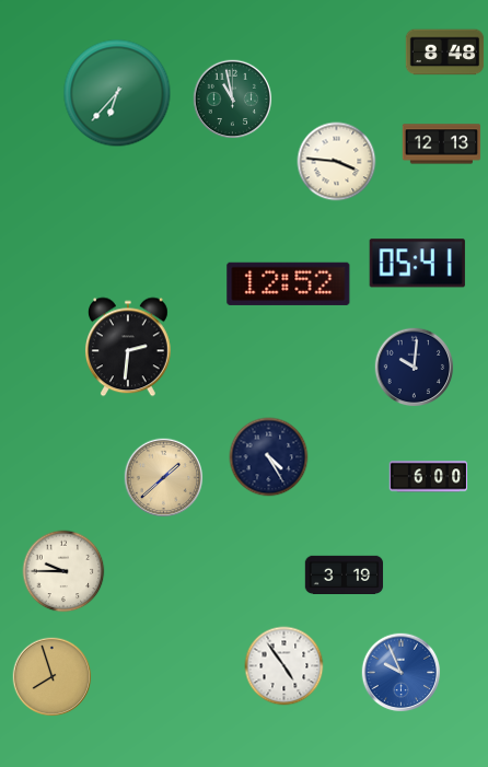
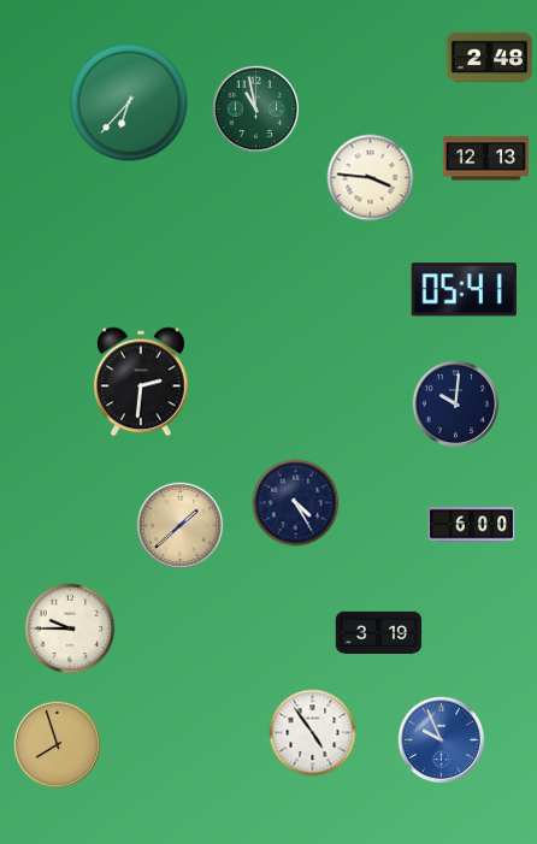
clock at (445, 53): 8:48 -> 2:48
clock at (417, 264) position: (417, 264) -> (464, 290)
clock at (289, 283): 12:52 -> none
